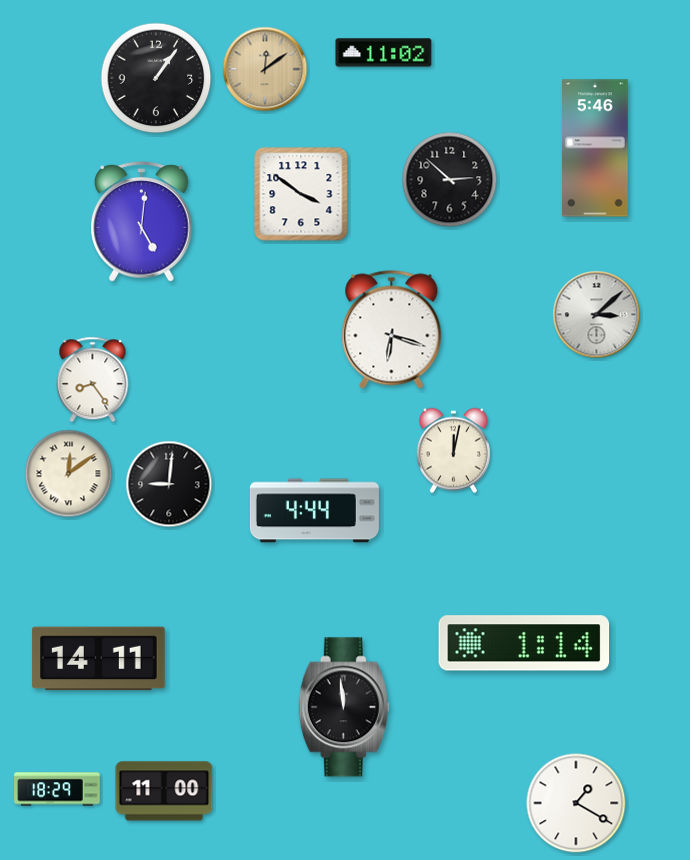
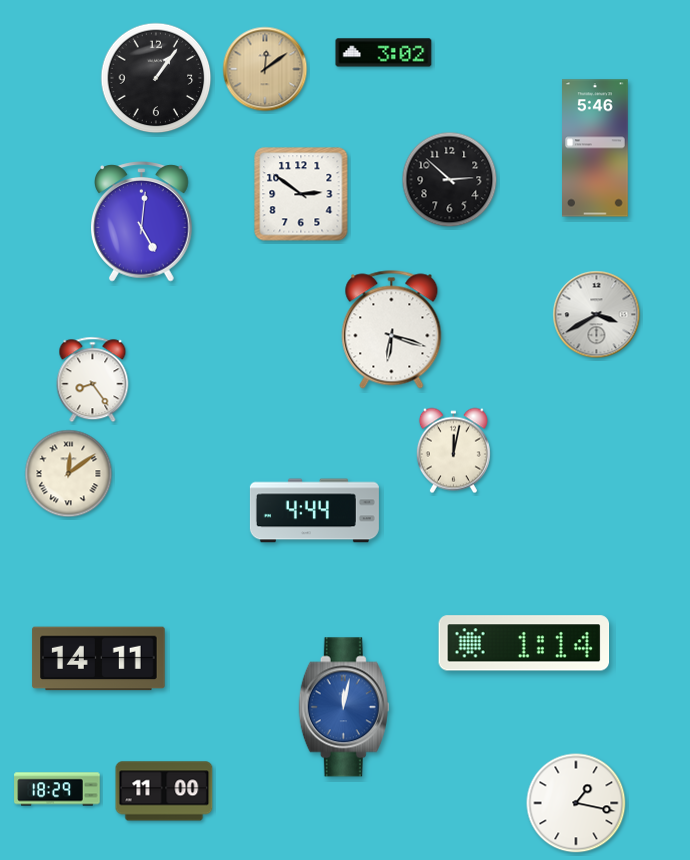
clock at (384, 53): 11:02 -> 3:02
clock at (301, 194): 3:51 -> 2:51
clock at (597, 315): 3:08 -> 3:40
clock at (169, 484): 9:01 -> none
clock at (344, 707): 11:59 -> 12:02
clock at (344, 707) dial: black -> blue
clock at (576, 803): 1:20 -> 1:17
